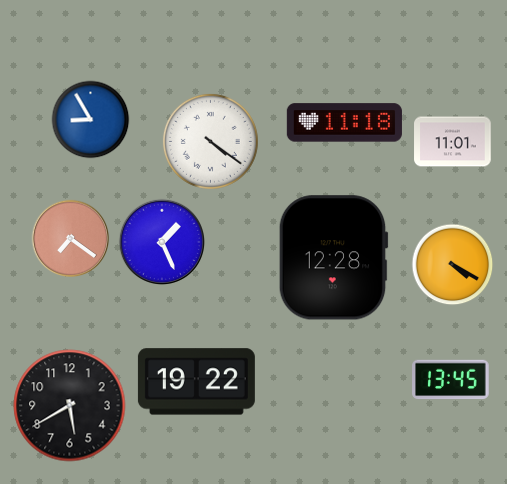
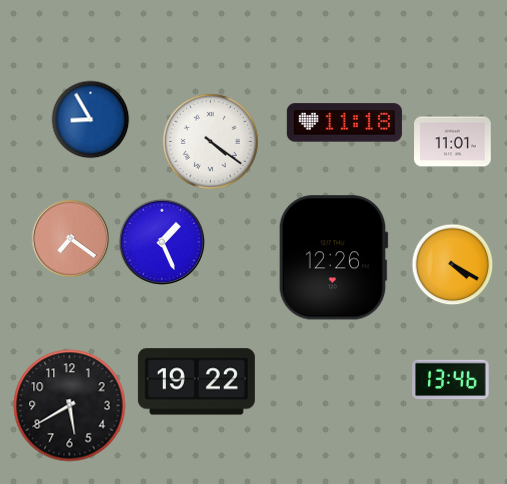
clock at (333, 258): 12:28 -> 12:26
clock at (451, 380): 13:45 -> 13:46
